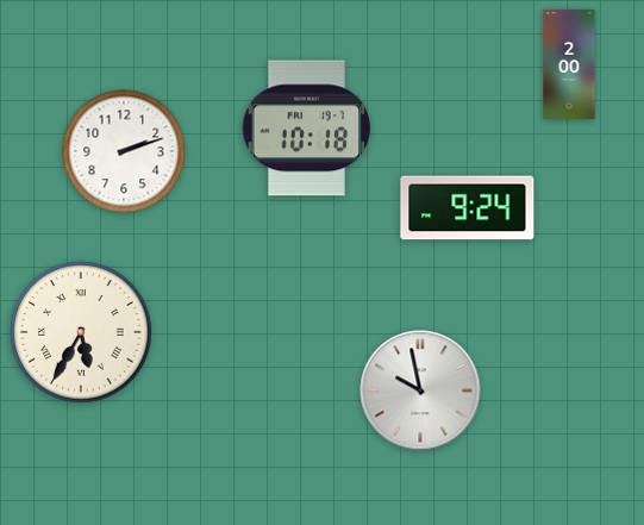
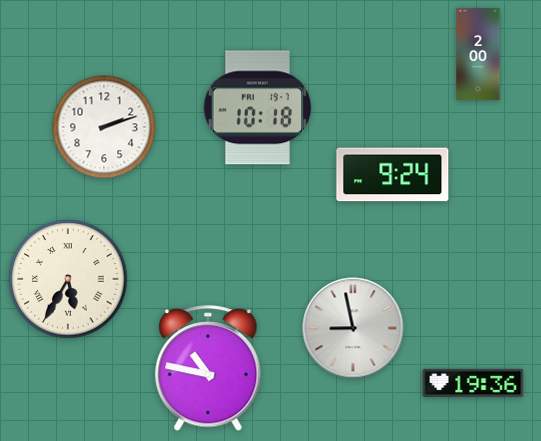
clock at (420, 390): 9:58 -> 8:58
clock at (208, 369): none -> 10:47
clock at (473, 383): none -> 19:36
